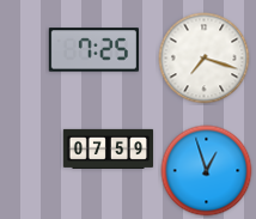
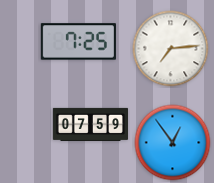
clock at (205, 59): 7:18 -> 7:14
clock at (207, 171): 12:57 -> 12:54
